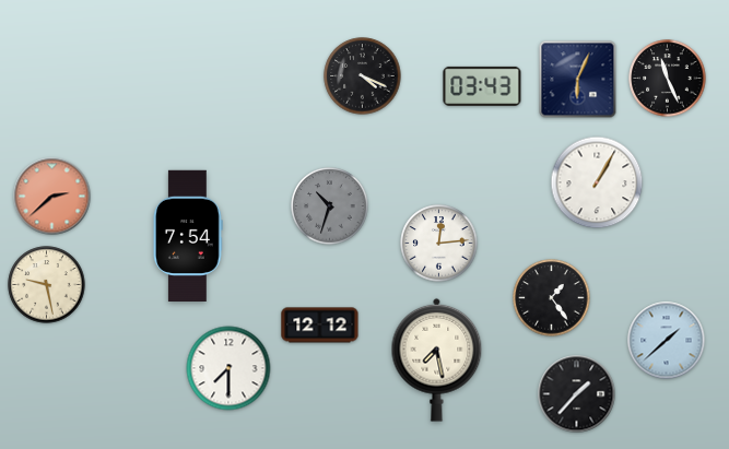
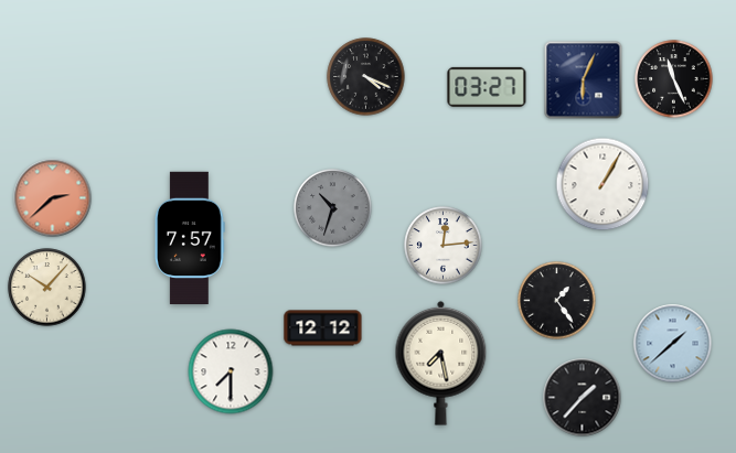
clock at (482, 86): 03:43 -> 03:27
clock at (188, 235): 7:54 -> 7:57
clock at (47, 285): 9:28 -> 10:07
